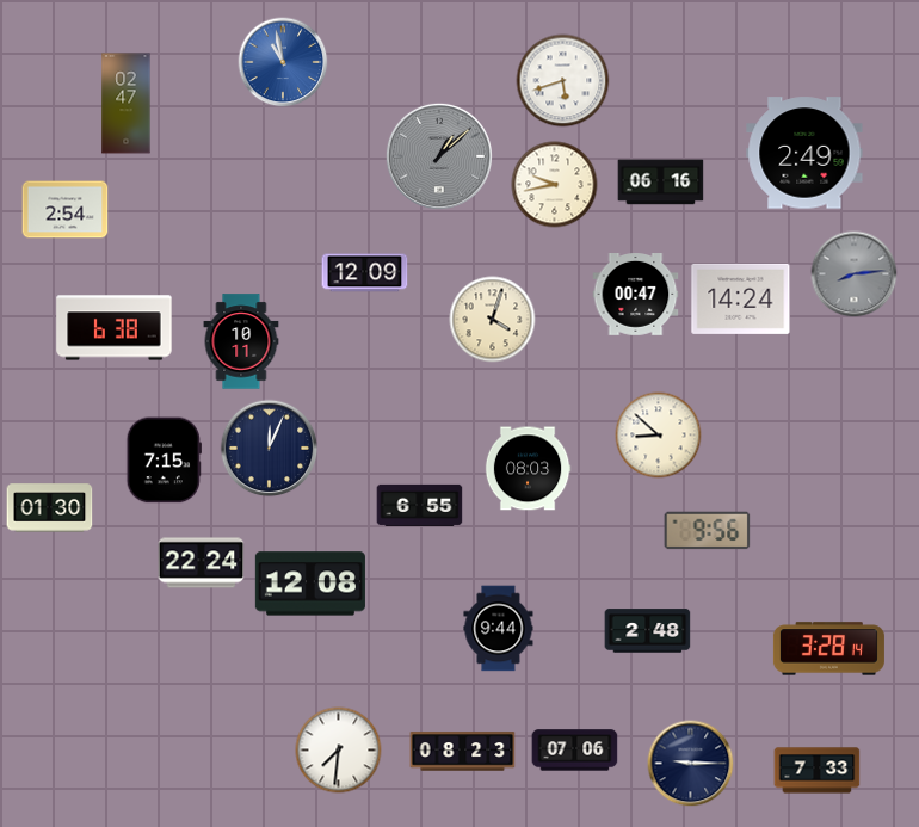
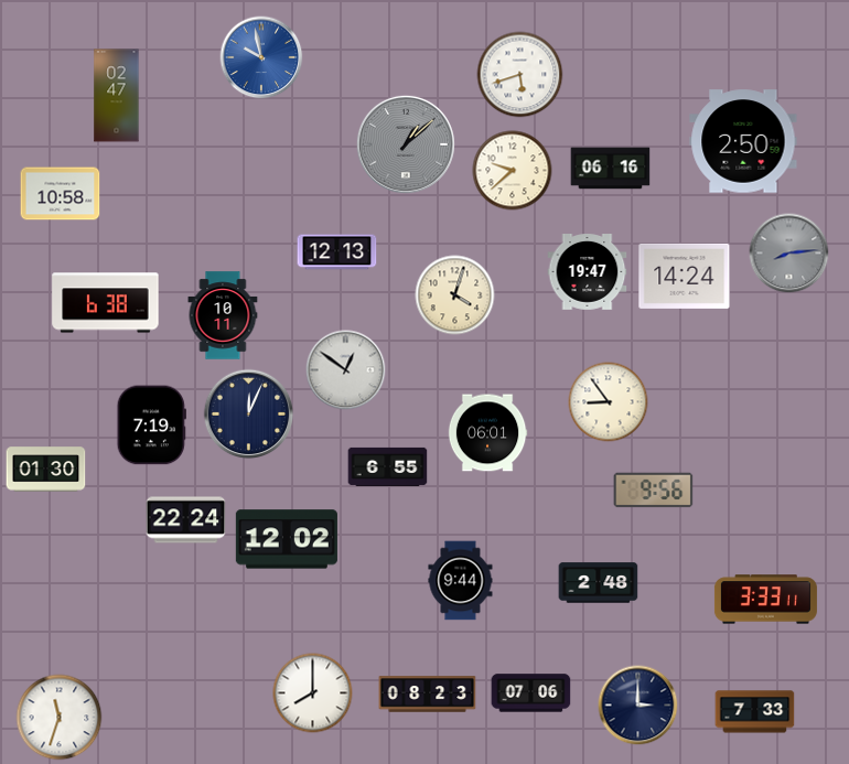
clock at (283, 62): 10:58 -> 9:58
clock at (804, 153): 2:49 -> 2:50
clock at (555, 185): 9:43 -> 9:38
clock at (66, 210): 2:54 -> 10:58
clock at (365, 273): 12:09 -> 12:13
clock at (636, 295): 00:47 -> 19:47
clock at (346, 370): none -> 12:51
clock at (659, 436): 8:52 -> 8:54
clock at (164, 461): 7:15 -> 7:19
clock at (528, 469): 08:03 -> 06:01
clock at (310, 584): 12:08 -> 12:02
clock at (828, 649): 3:28 -> 3:33
clock at (339, 751): 7:31 -> 8:00
clock at (691, 764): 9:15 -> 3:00
clock at (60, 718): none -> 11:33
